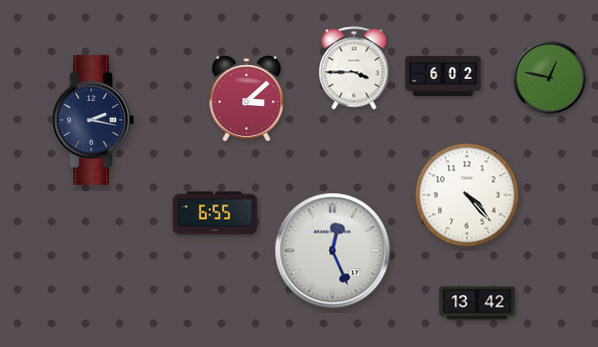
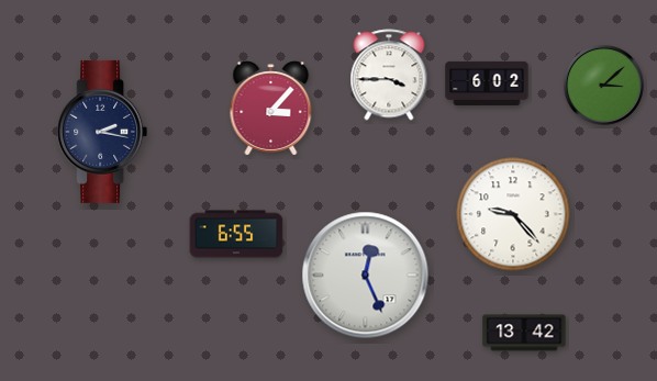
clock at (550, 78): 12:47 -> 3:08
clock at (247, 99): 3:08 -> 3:07
clock at (467, 195): 4:23 -> 9:23
